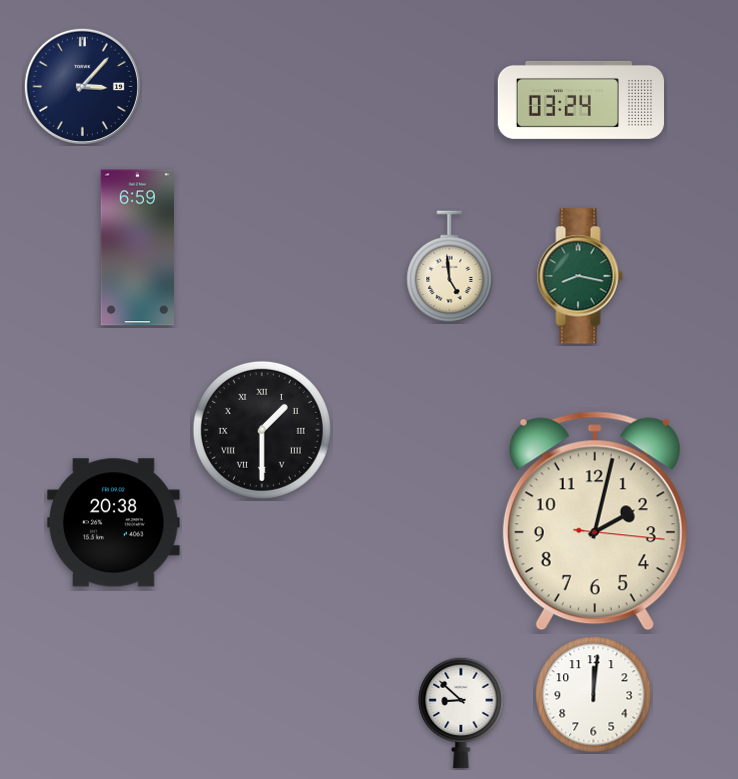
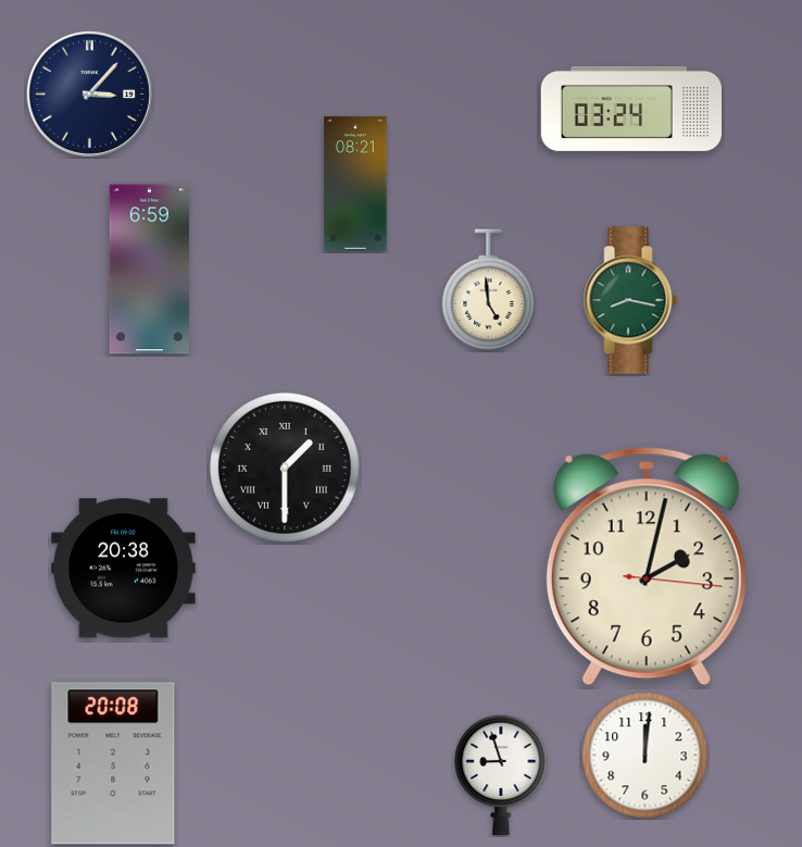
clock at (355, 184): none -> 08:21
clock at (113, 763): none -> 20:08
clock at (461, 713): 8:52 -> 8:57
